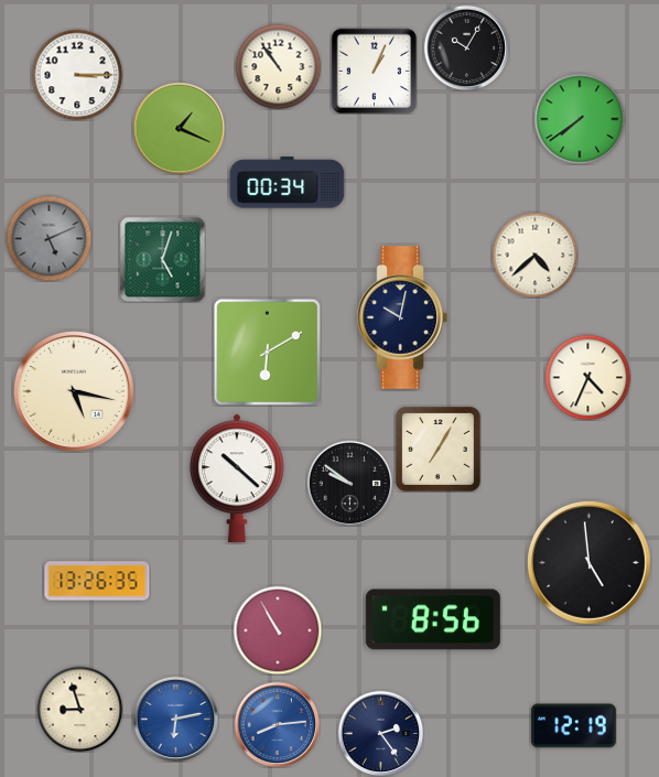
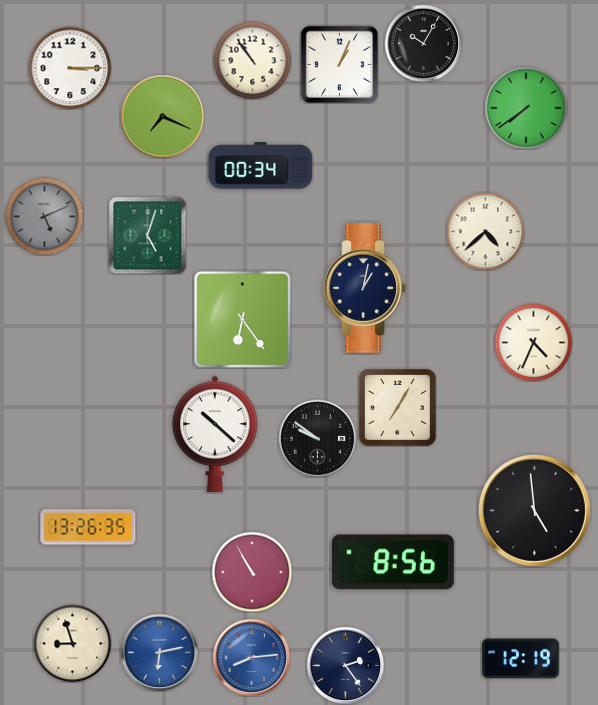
clock at (179, 128): 1:19 -> 7:19
clock at (402, 317): 10:02 -> 1:02
clock at (267, 352): 6:10 -> 6:24
clock at (74, 391): 5:17 -> none
